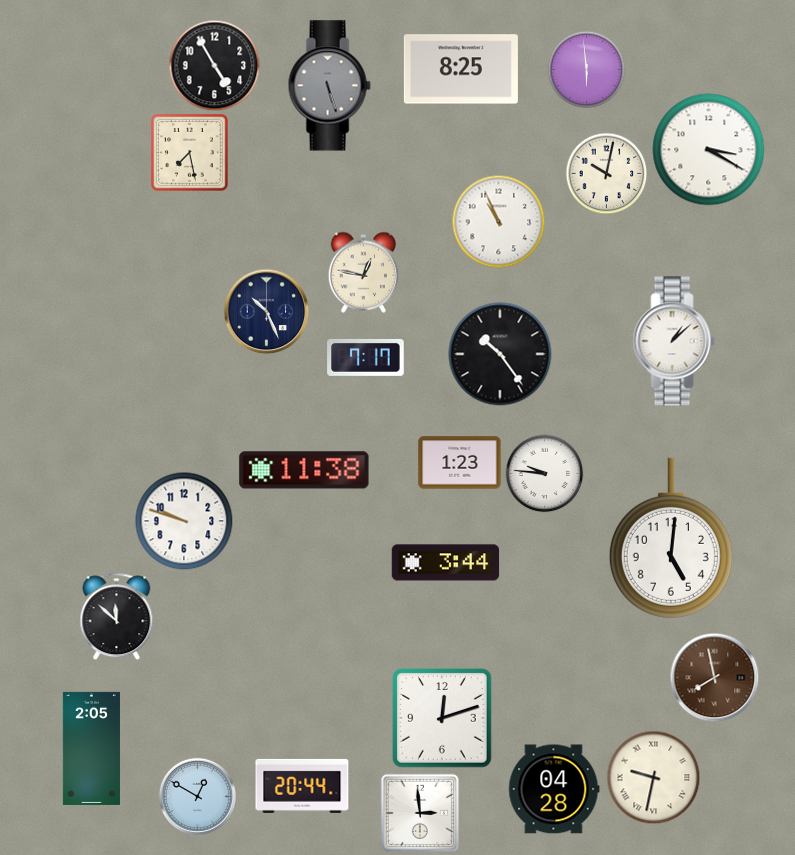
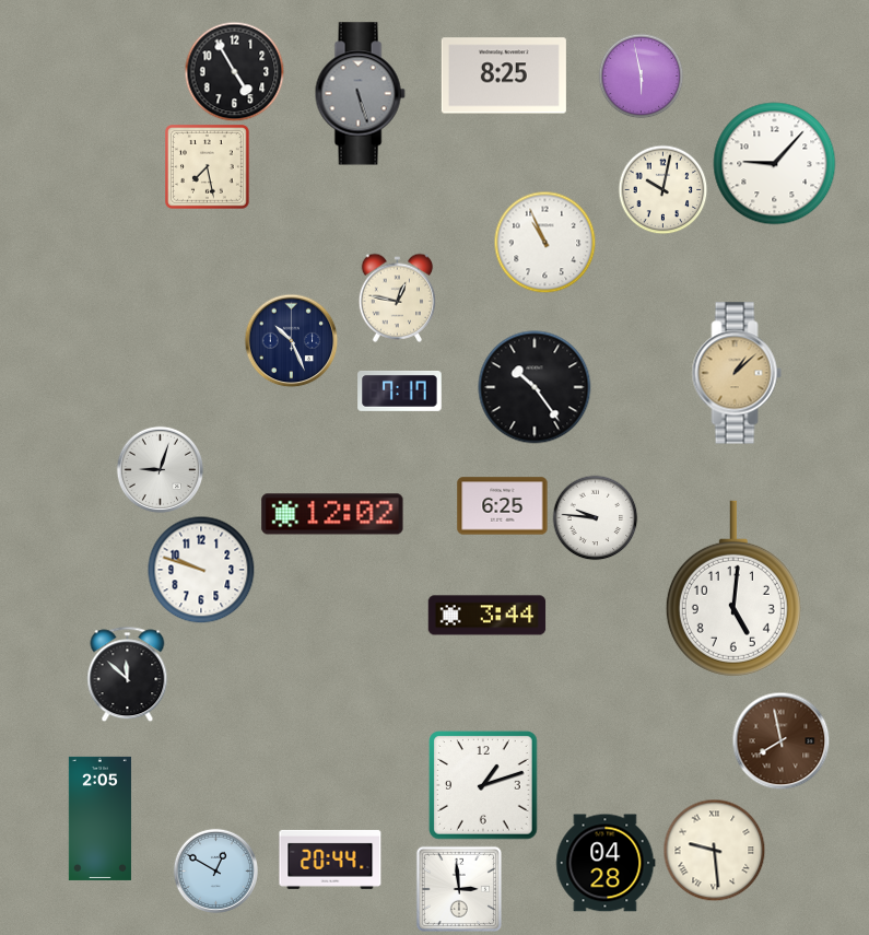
clock at (586, 69): 5:59 -> 5:58
clock at (709, 150): 3:20 -> 9:07
clock at (674, 341) dial: white -> champagne
clock at (500, 354) position: (500, 354) -> (535, 387)
clock at (160, 469): none -> 9:03
clock at (460, 463): 1:23 -> 6:25
clock at (304, 470): 11:38 -> 12:02
clock at (442, 718): 12:12 -> 1:12
clock at (653, 777): 9:32 -> 9:29
